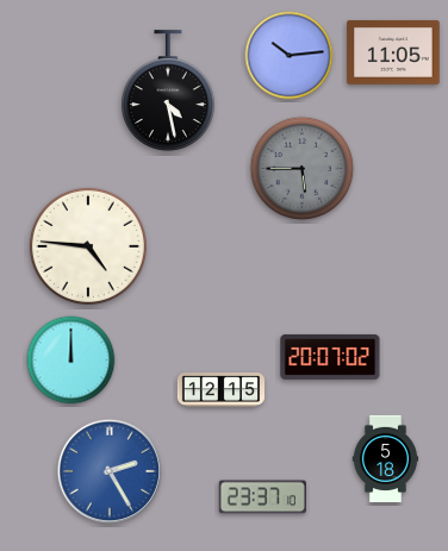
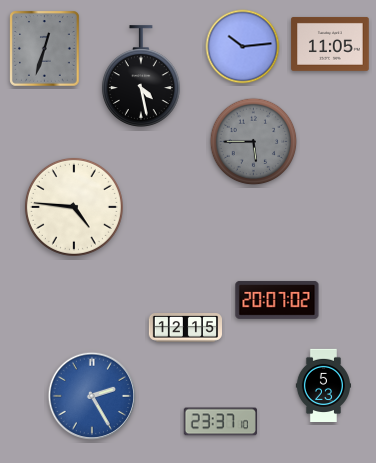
clock at (45, 49): none -> 12:33
clock at (71, 361): 12:00 -> none
clock at (385, 459): 5:18 -> 5:23
clock at (262, 497) position: (262, 497) -> (220, 422)
